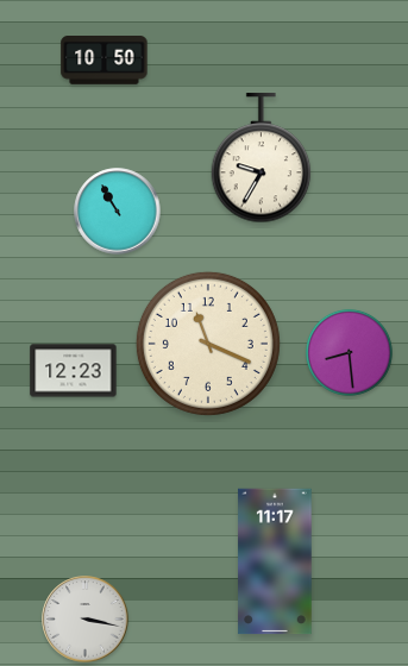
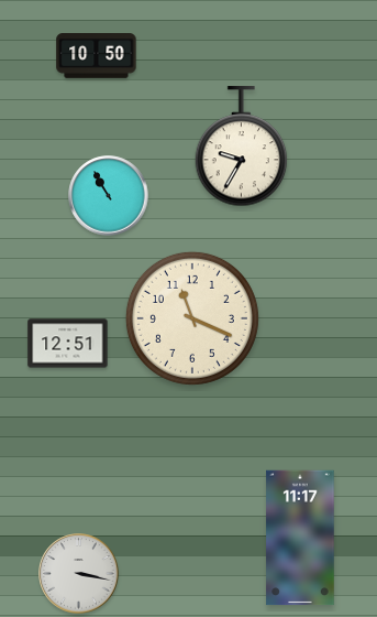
clock at (349, 352): 8:29 -> none
clock at (74, 371): 12:23 -> 12:51
clock at (275, 561) position: (275, 561) -> (300, 538)
